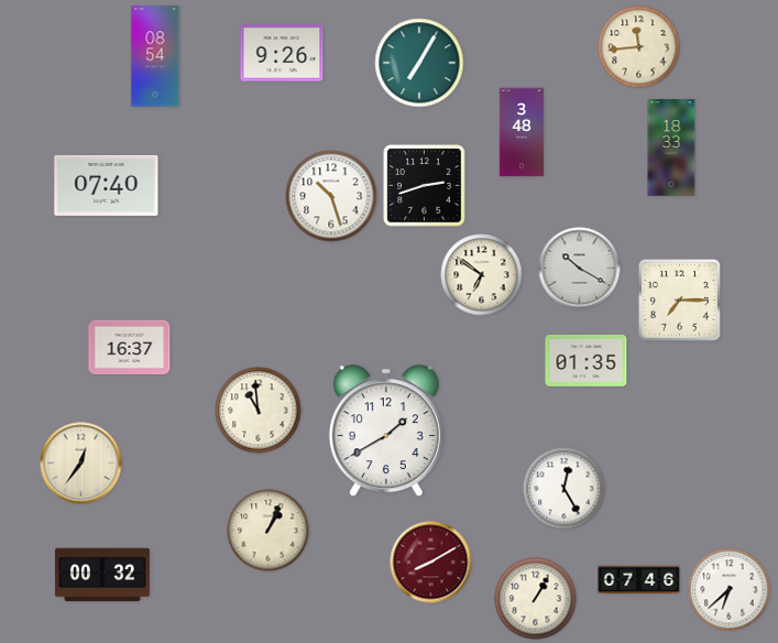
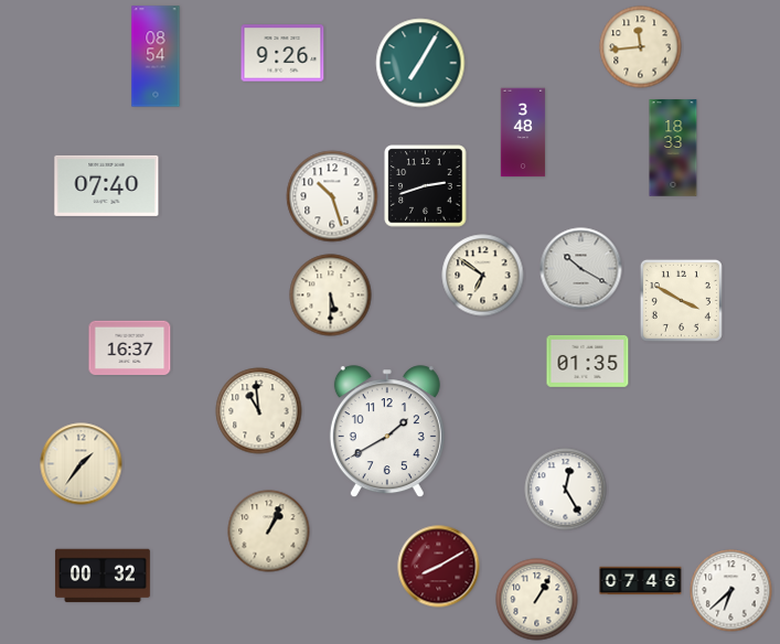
clock at (331, 296): none -> 5:30
clock at (679, 299): 7:15 -> 3:50
clock at (81, 464): 12:36 -> 1:36
clock at (431, 563) position: (431, 563) -> (439, 567)
